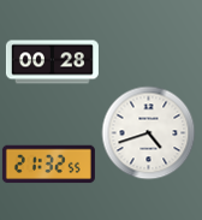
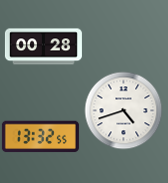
clock at (52, 63) position: (52, 63) -> (43, 47)
clock at (48, 165): 21:32 -> 13:32
